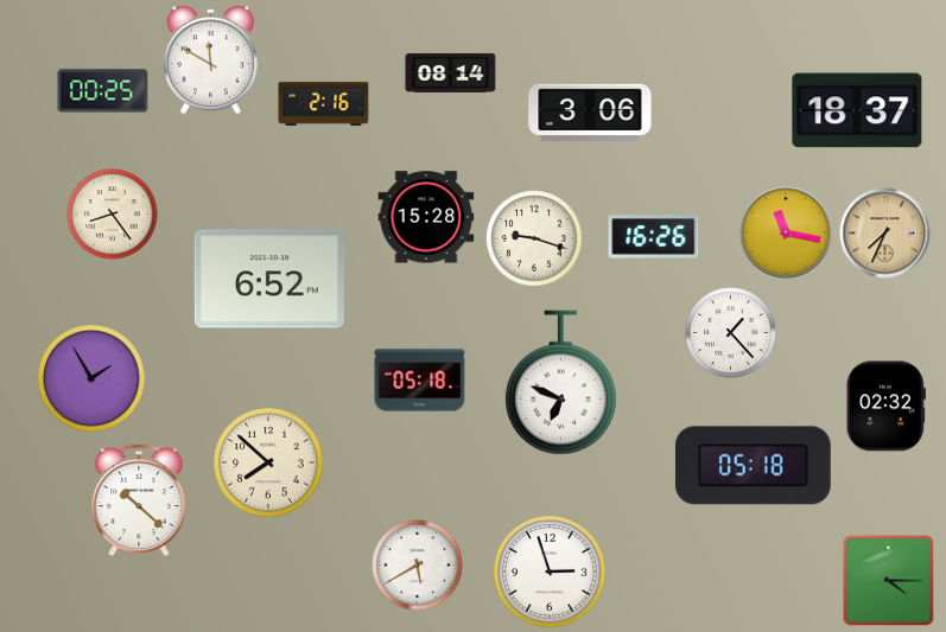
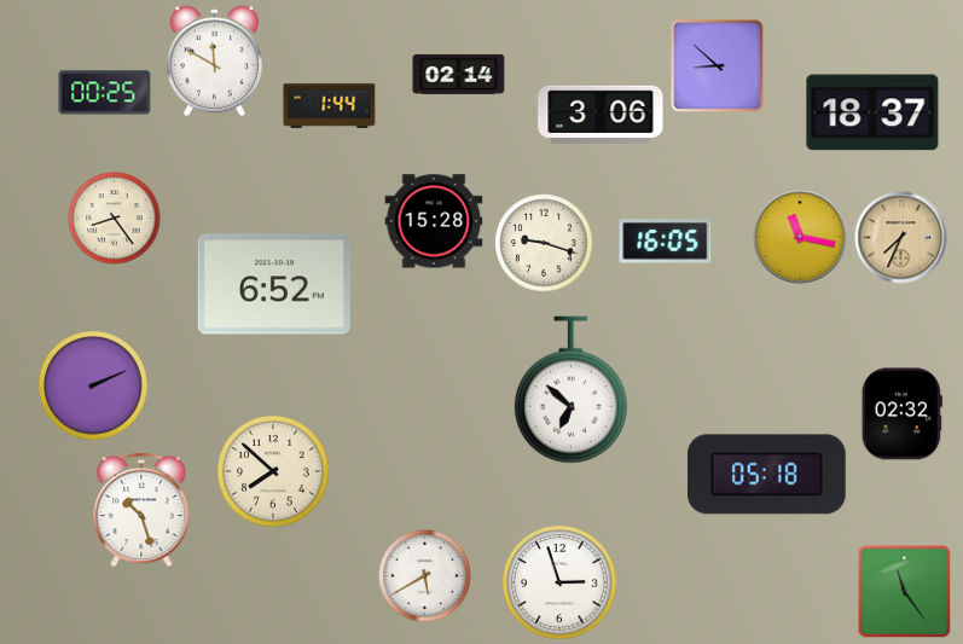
clock at (718, 66): none -> 8:52
clock at (451, 72): 08:14 -> 02:14
clock at (324, 103): 2:16 -> 1:44
clock at (654, 237): 16:26 -> 16:05
clock at (731, 333): 1:23 -> none
clock at (91, 378): 1:55 -> 2:11
clock at (420, 381): 05:18 -> none
clock at (560, 383): 6:49 -> 6:52
clock at (139, 500): 10:22 -> 10:27
clock at (888, 580): 4:15 -> 11:24
